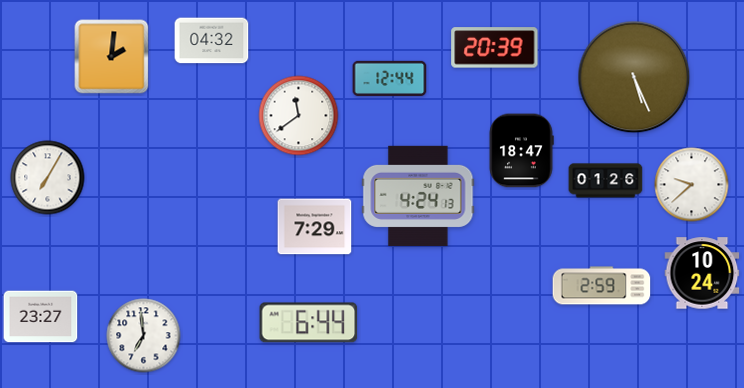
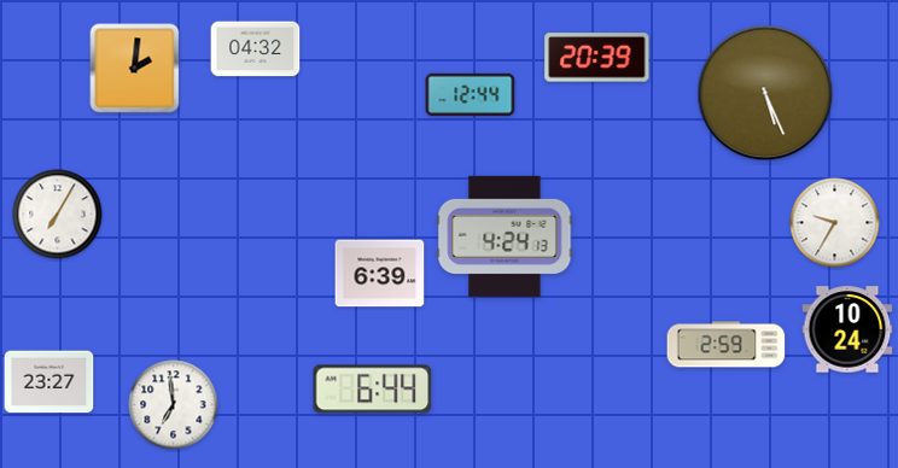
clock at (299, 116): 11:39 -> none
clock at (521, 151): 18:47 -> none
clock at (606, 181): 01:26 -> none
clock at (692, 185): 9:38 -> 9:35
clock at (315, 227): 7:29 -> 6:39
